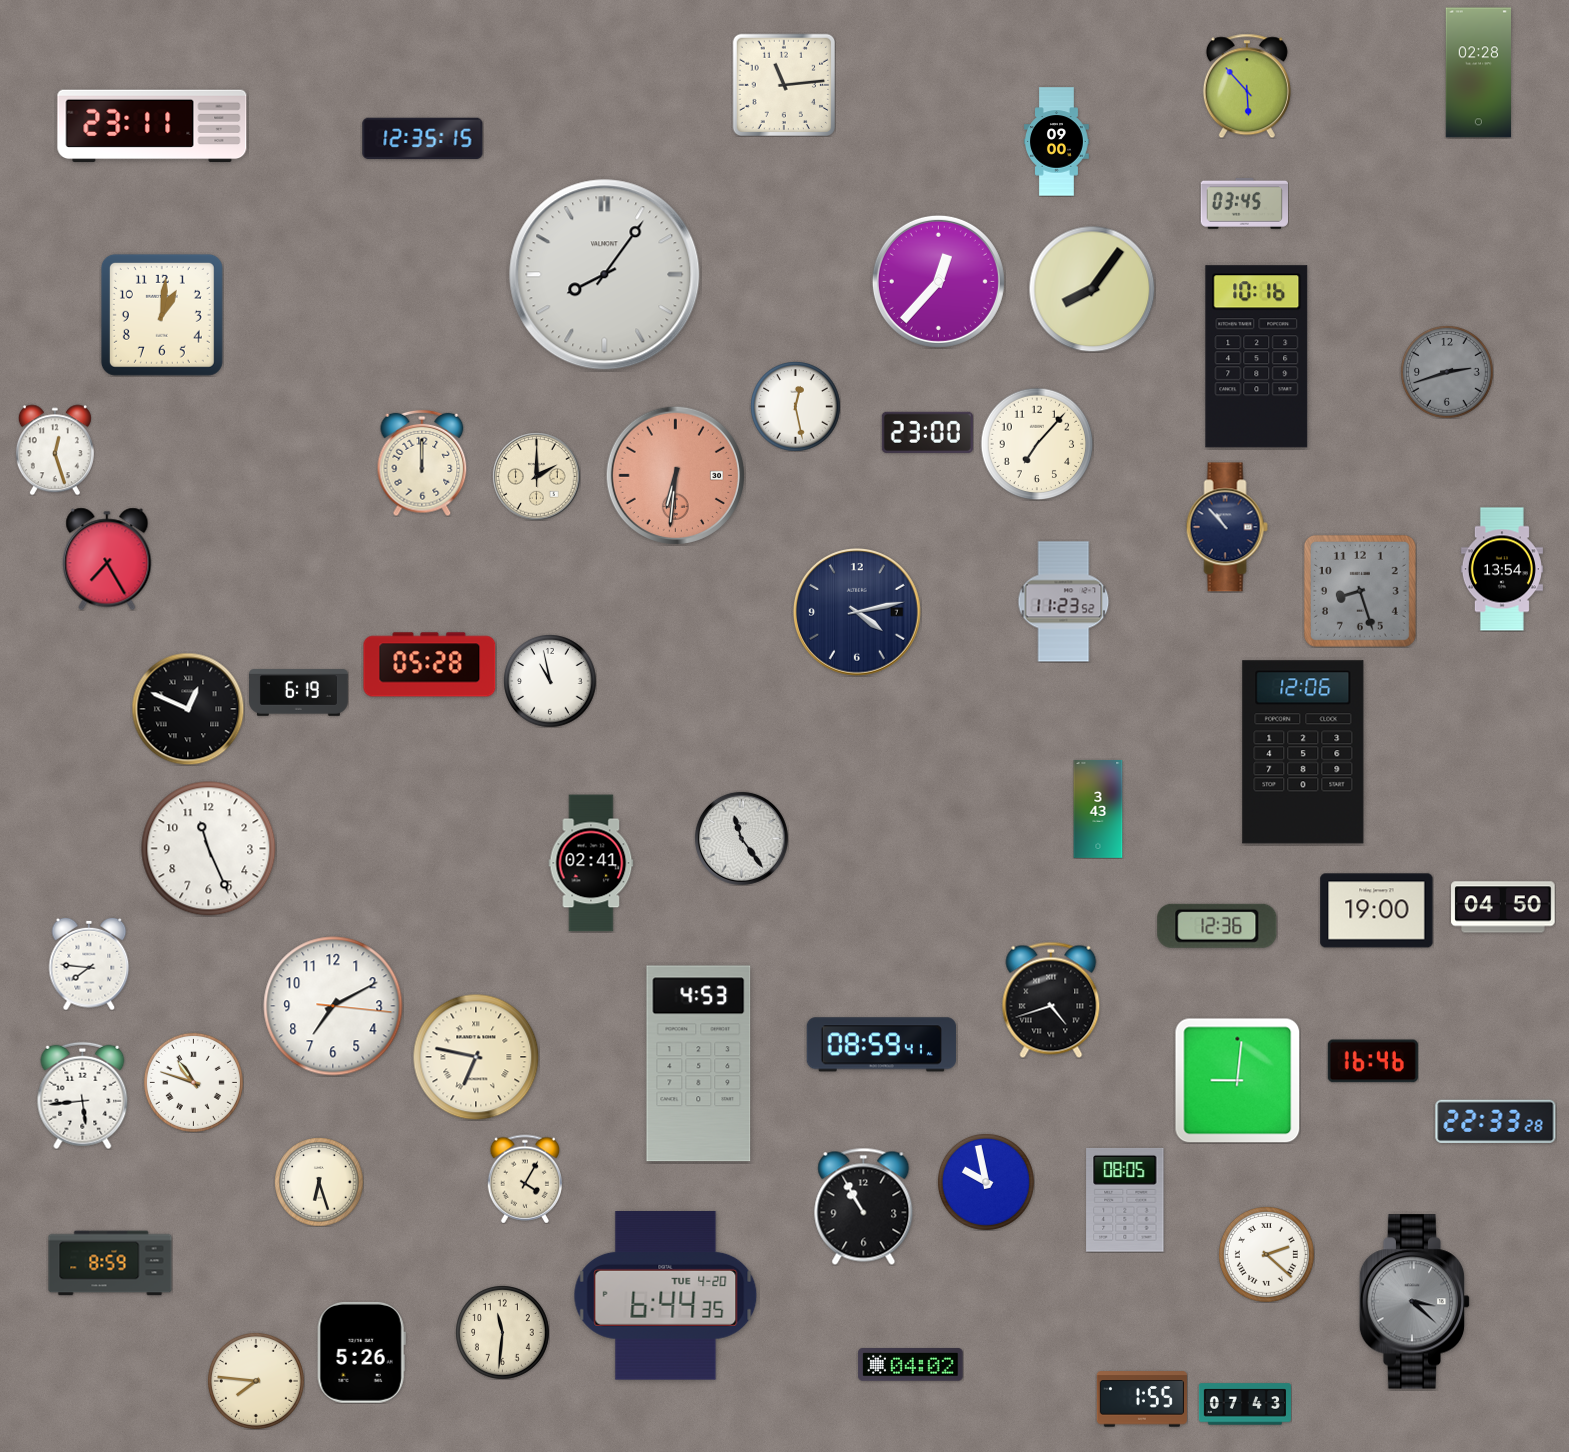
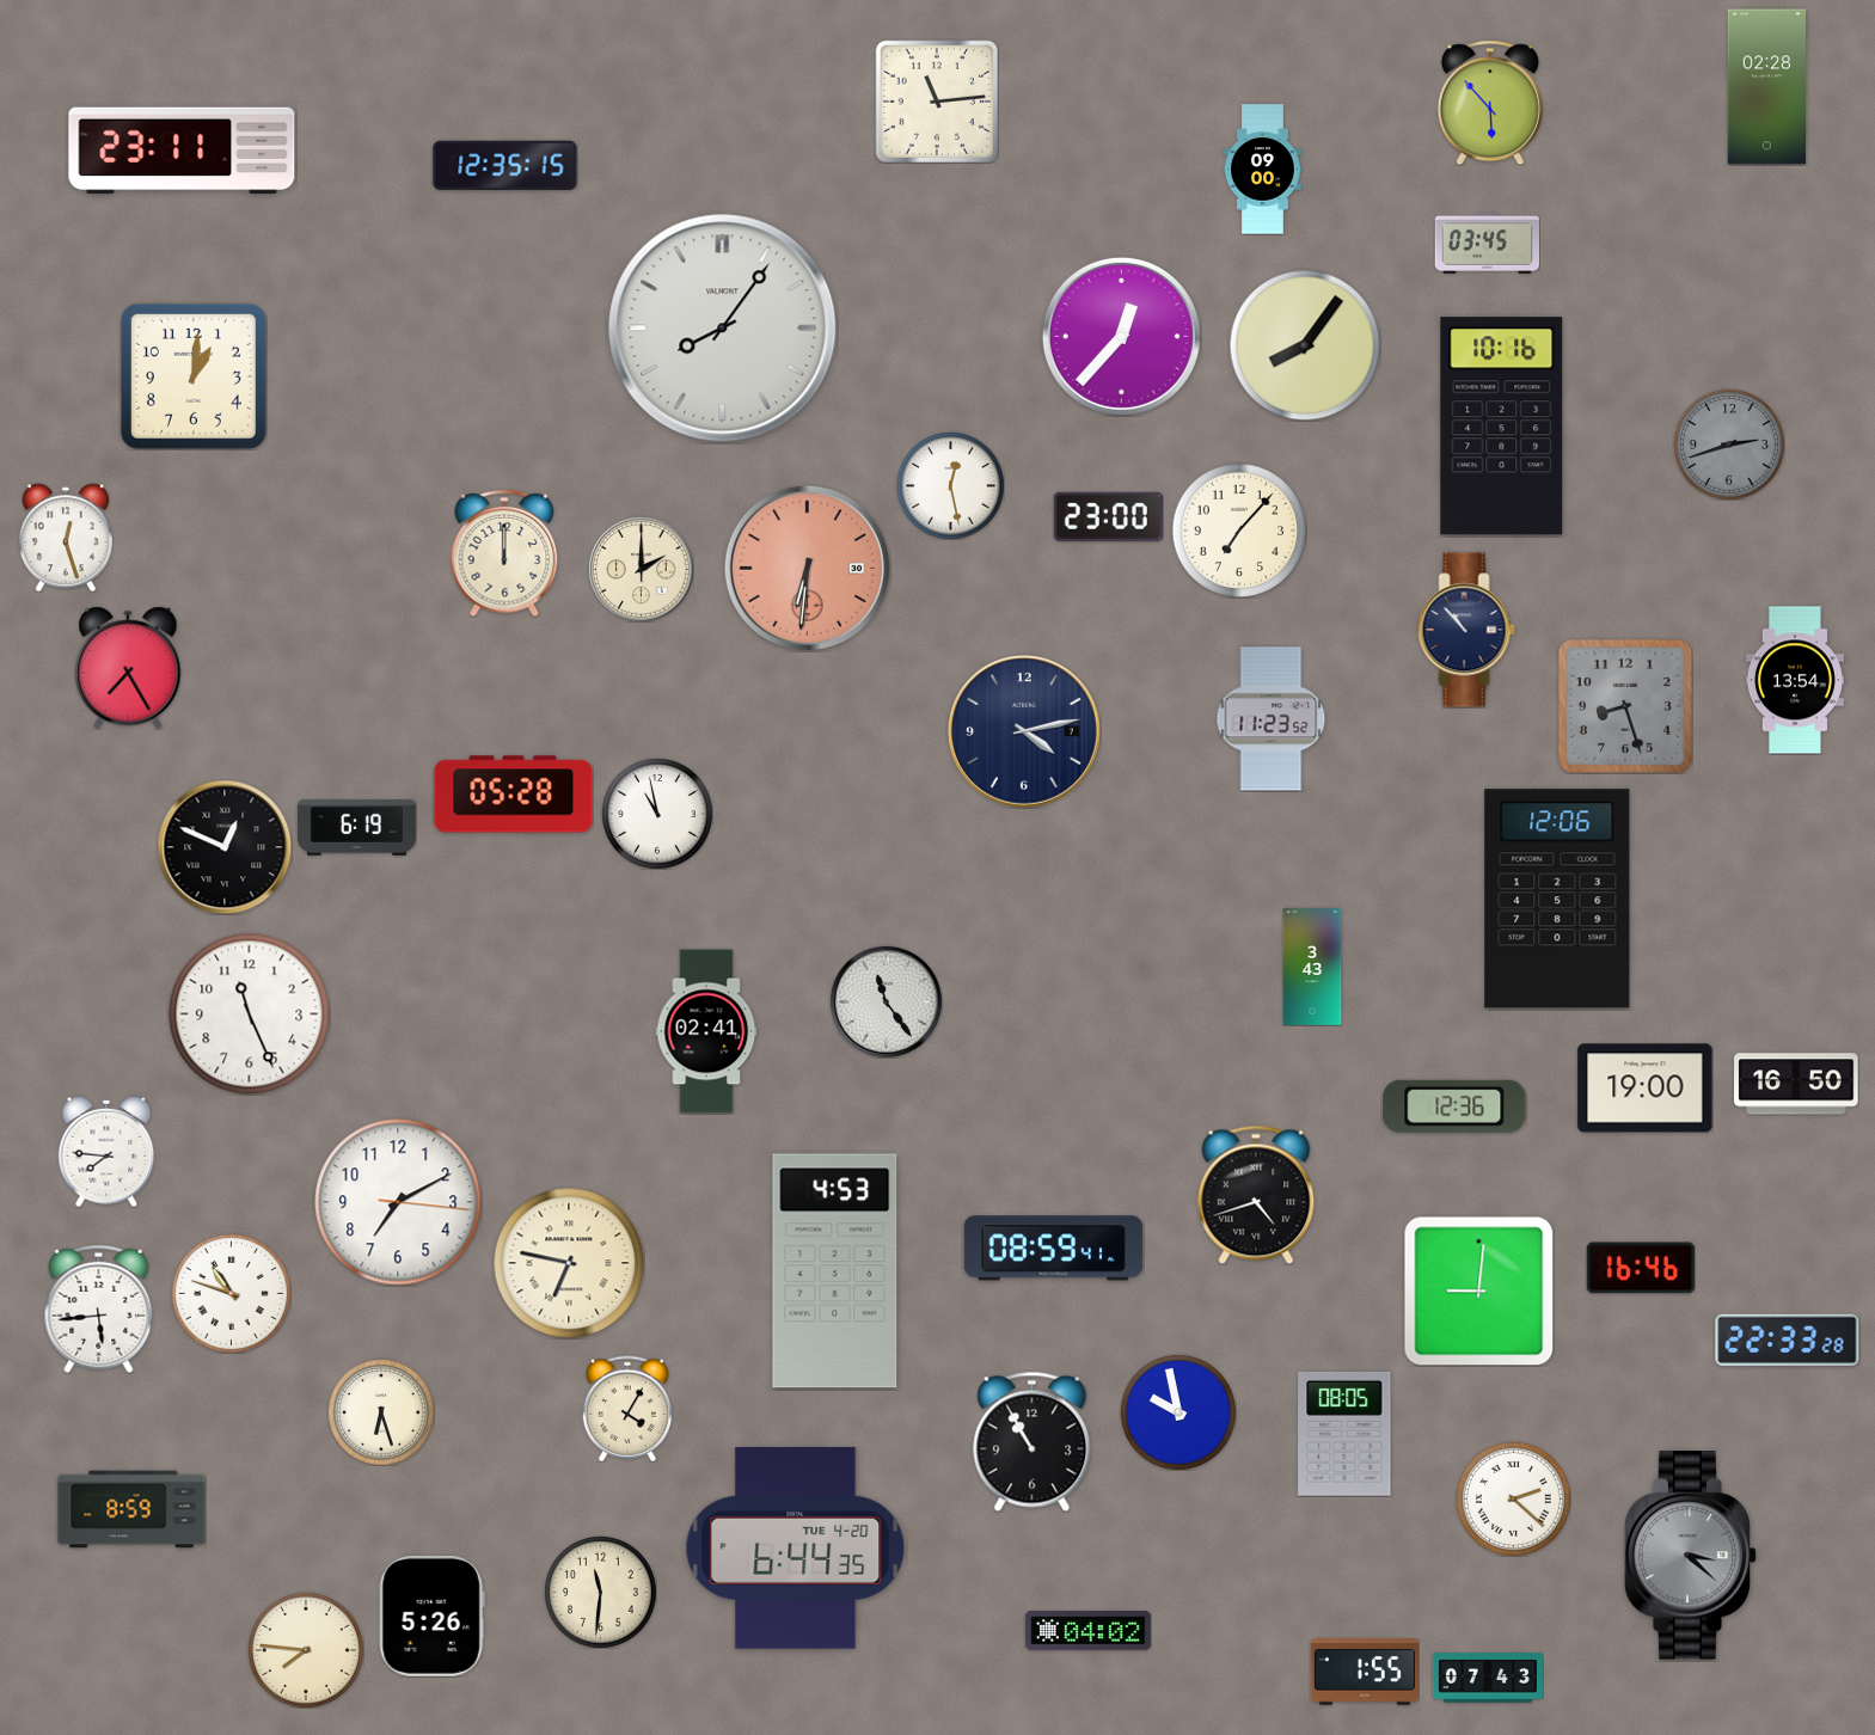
clock at (1503, 907): 04:50 -> 16:50
